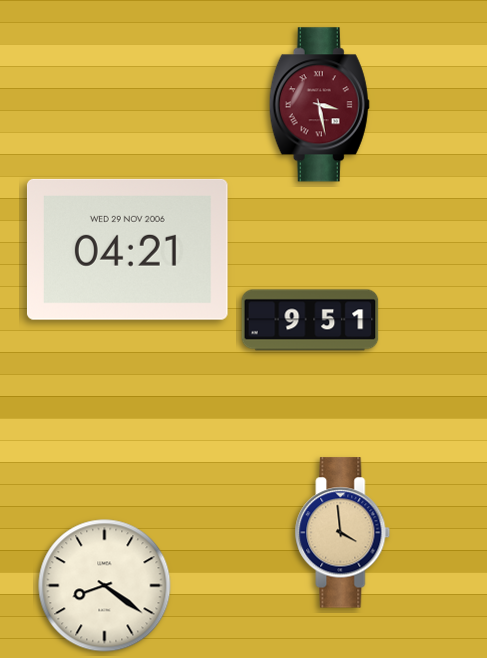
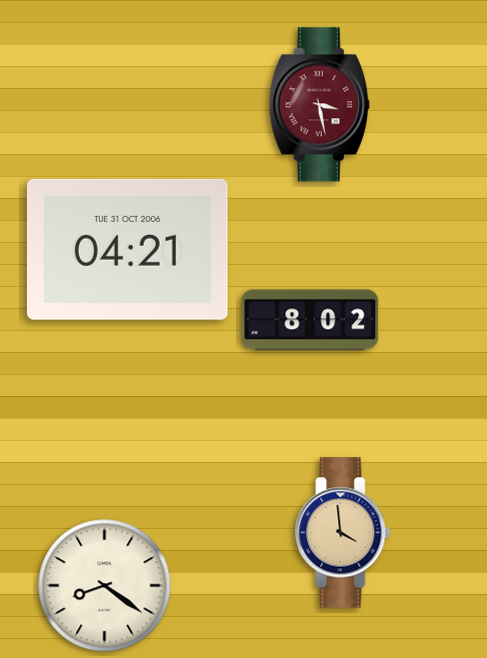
clock at (127, 249) date: WED 29 NOV 2006 -> TUE 31 OCT 2006
clock at (310, 320): 9:51 -> 8:02
